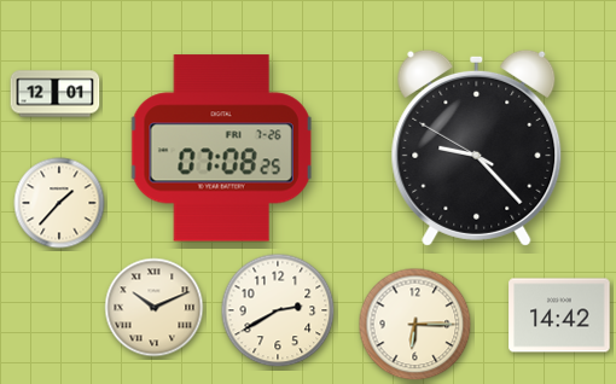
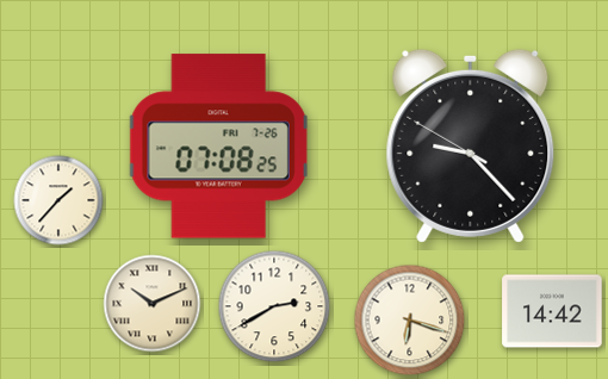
clock at (56, 94): 12:01 -> none
clock at (415, 325): 6:15 -> 6:18
